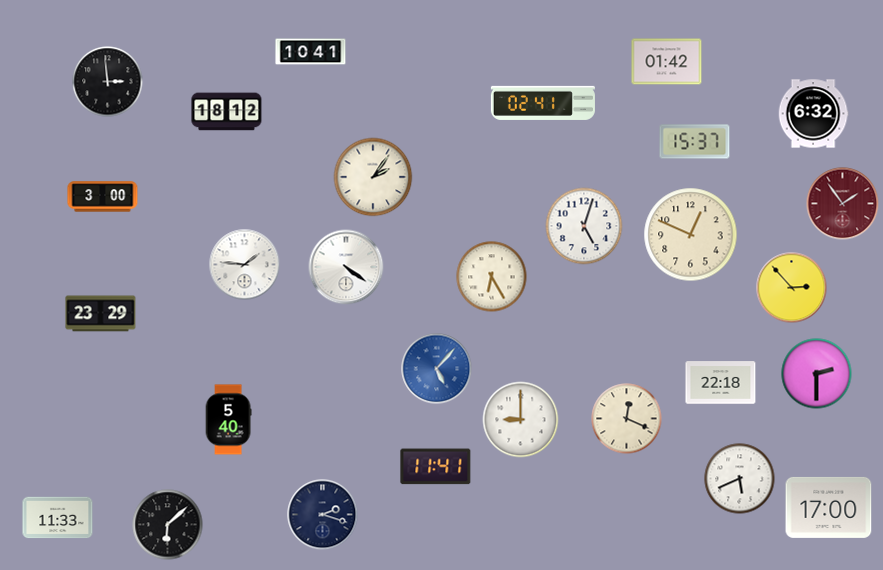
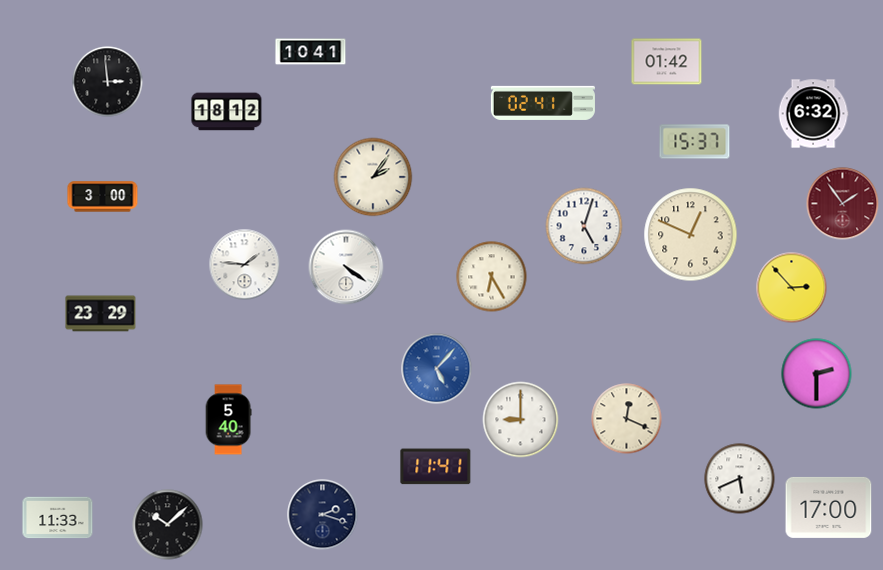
clock at (721, 383): 22:18 -> none
clock at (168, 525): 6:08 -> 10:08
